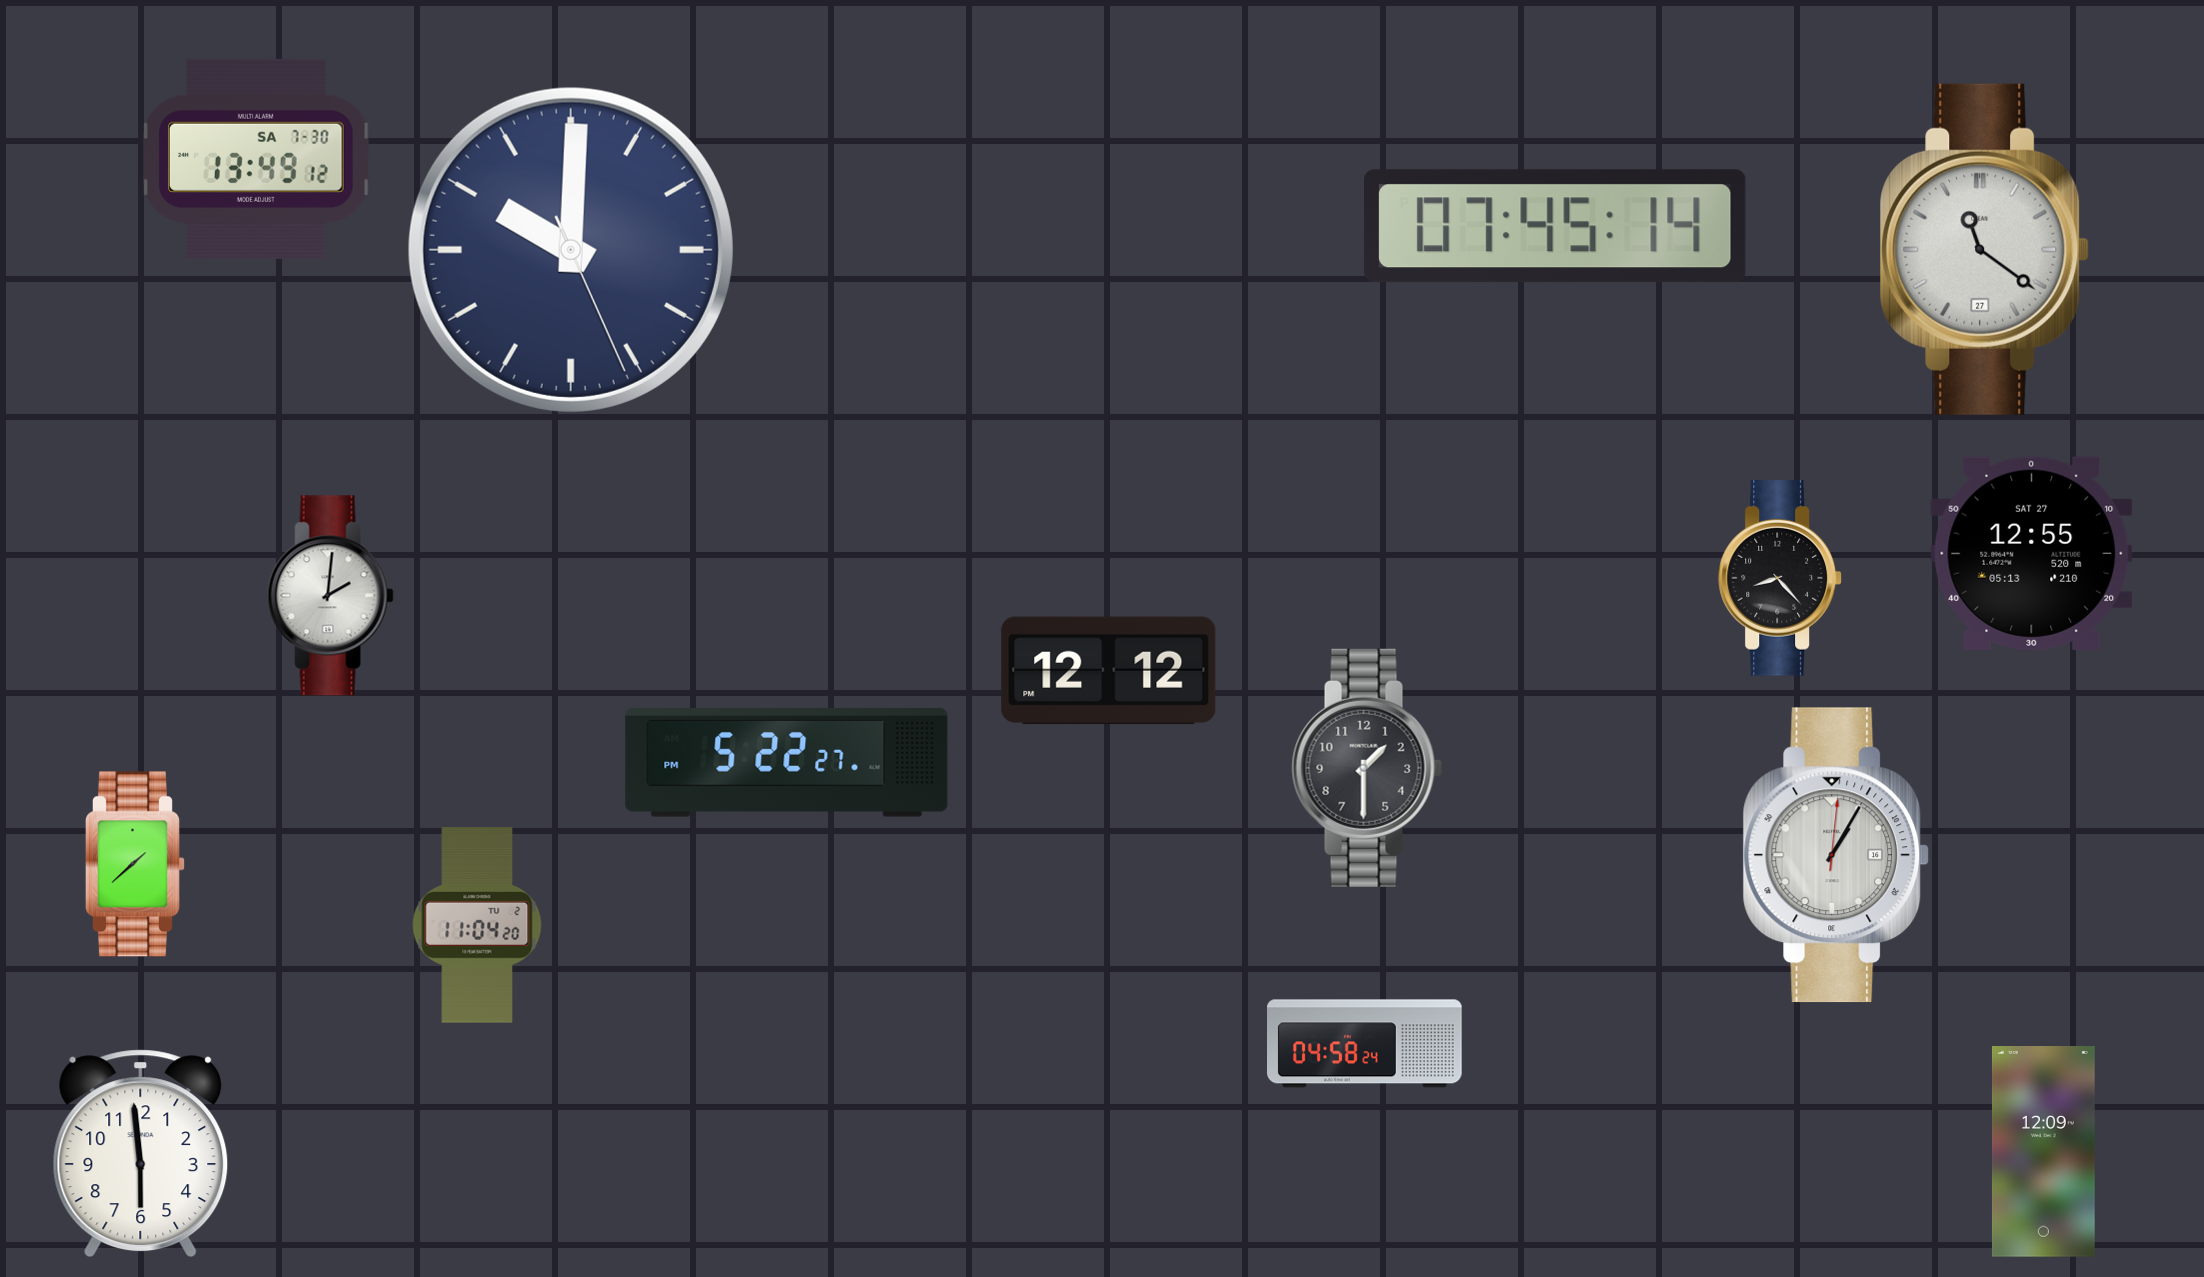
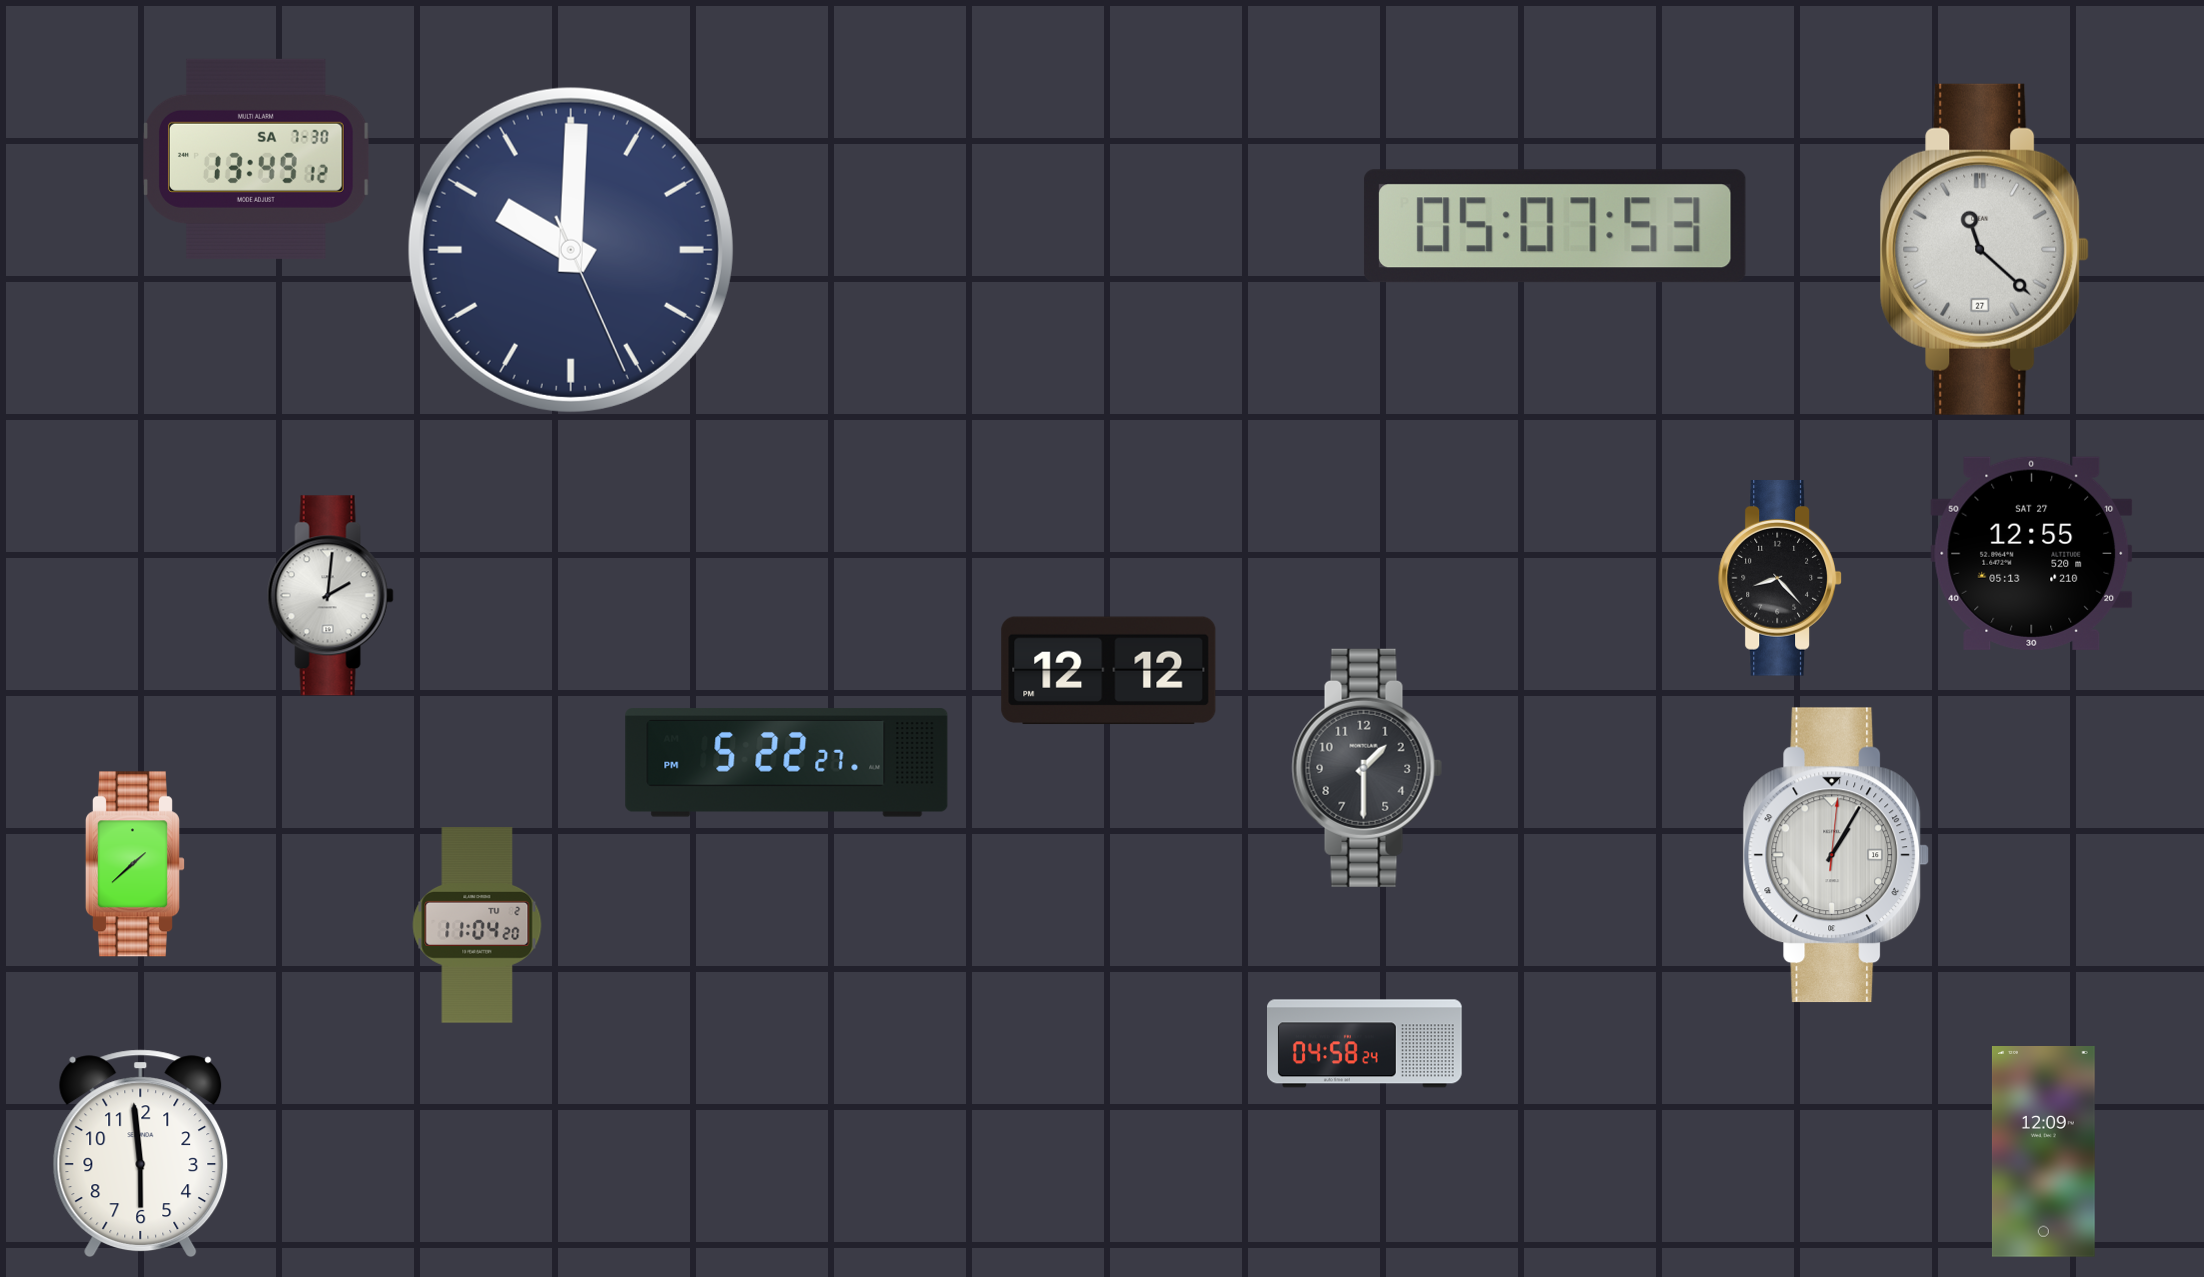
clock at (1555, 226): 07:45 -> 05:07
clock at (1985, 249): 11:21 -> 11:22
